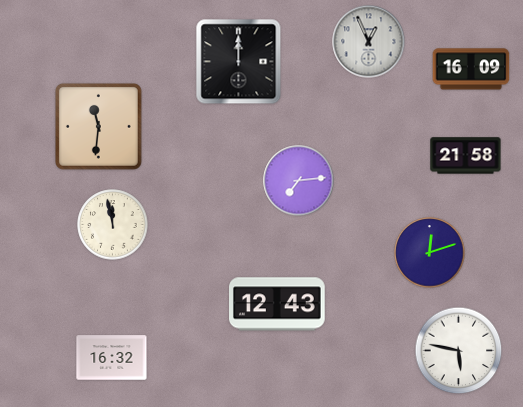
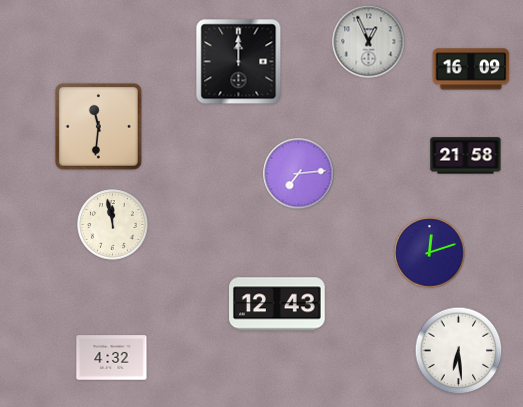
clock at (299, 181) position: (299, 181) -> (299, 174)
clock at (459, 351): 5:47 -> 6:29
clock at (112, 358): 16:32 -> 4:32
